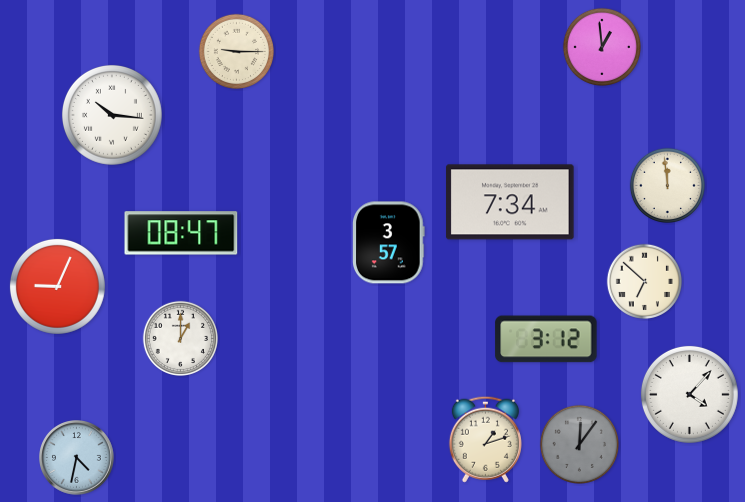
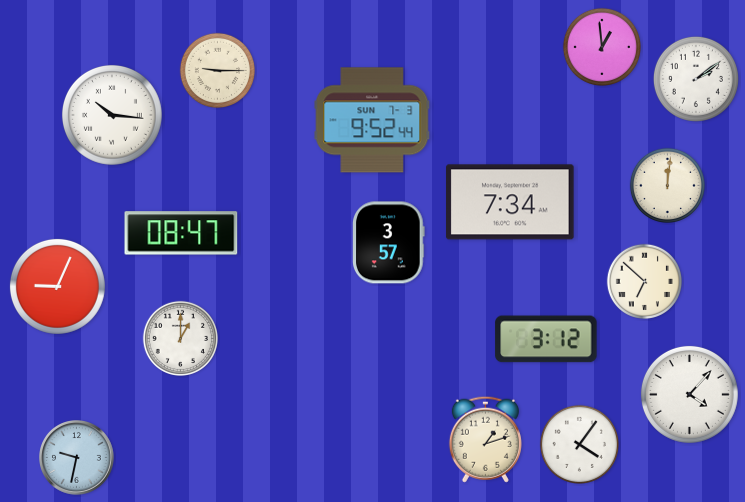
clock at (236, 51) position: (236, 51) -> (217, 70)
clock at (696, 79): none -> 2:09
clock at (372, 120): none -> 9:52
clock at (667, 185): 11:59 -> 12:01
clock at (579, 444): 12:06 -> 4:06
clock at (579, 444) dial: grey -> white
clock at (77, 458): 4:32 -> 9:32
